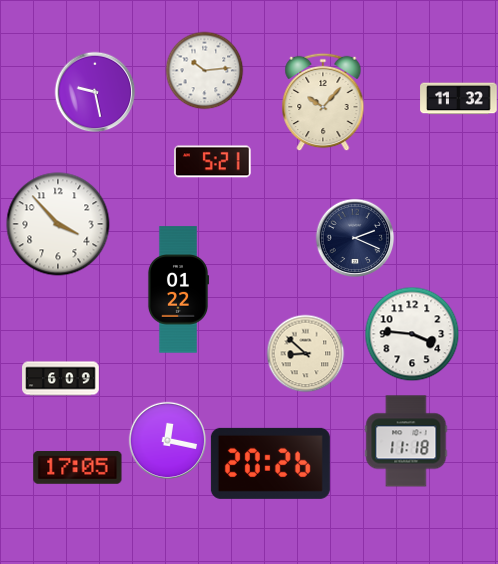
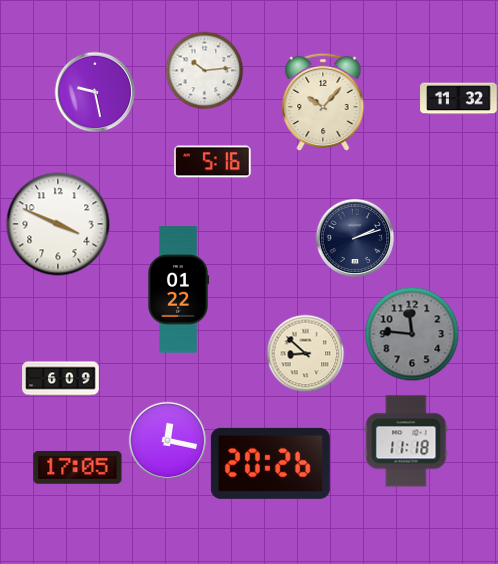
clock at (213, 162): 5:21 -> 5:16
clock at (58, 224): 3:53 -> 3:49
clock at (355, 238): 2:19 -> 2:12
clock at (412, 334): 3:46 -> 11:46
clock at (412, 334) dial: white -> grey
